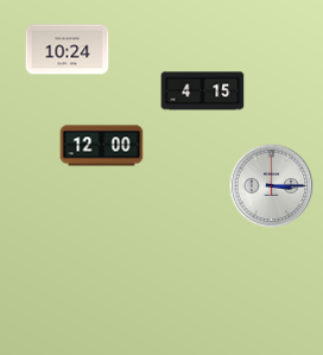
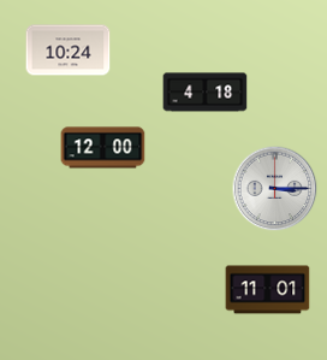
clock at (203, 91): 4:15 -> 4:18
clock at (268, 290): none -> 11:01
